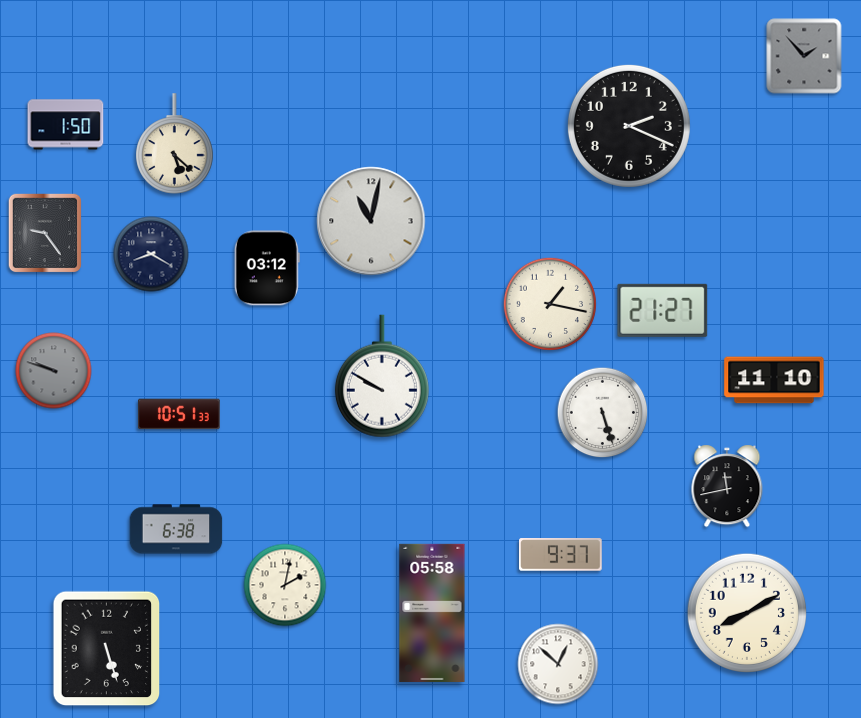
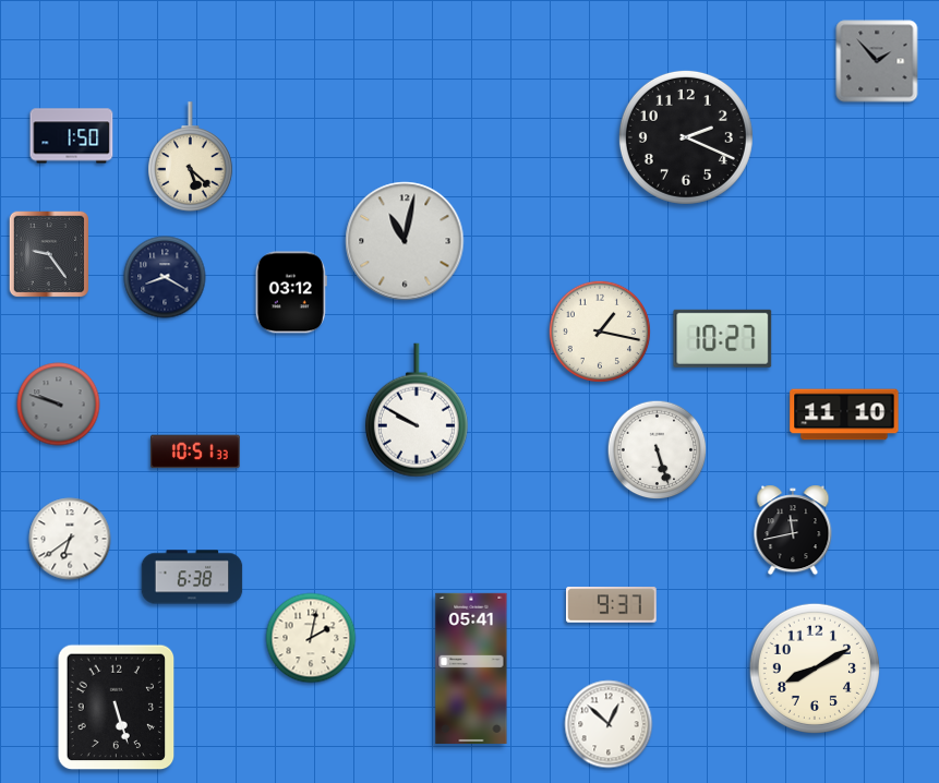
clock at (663, 310): 21:27 -> 10:27
clock at (70, 539): none -> 6:39
clock at (432, 613): 05:58 -> 05:41
